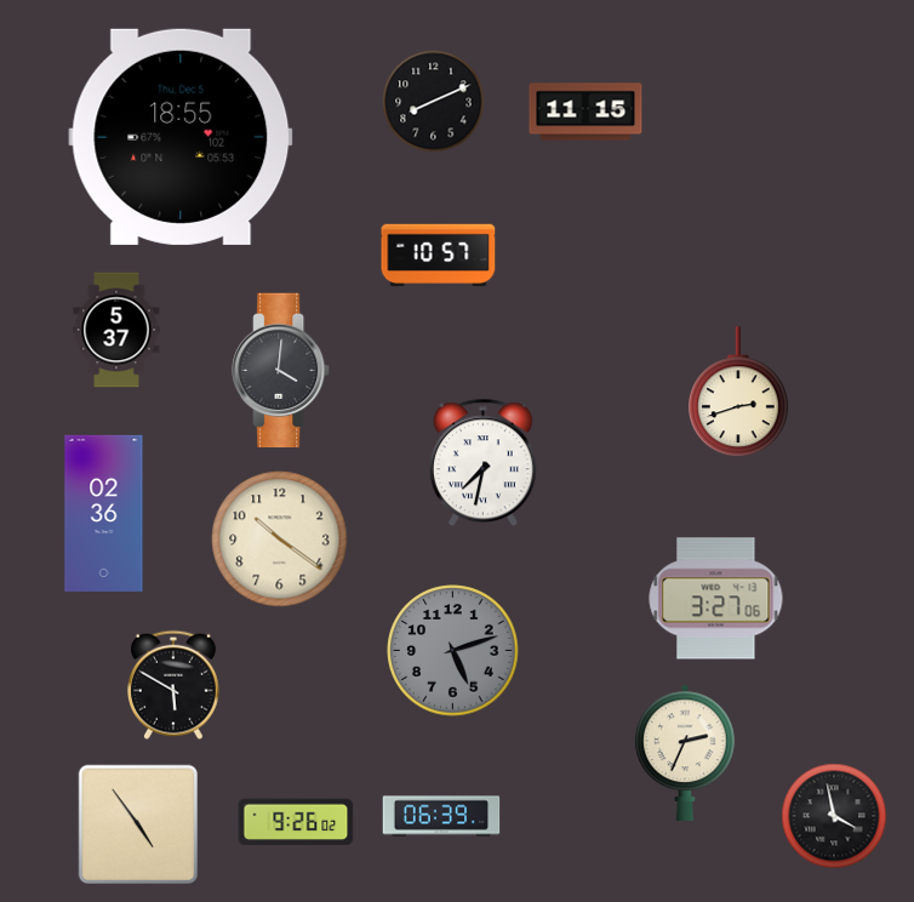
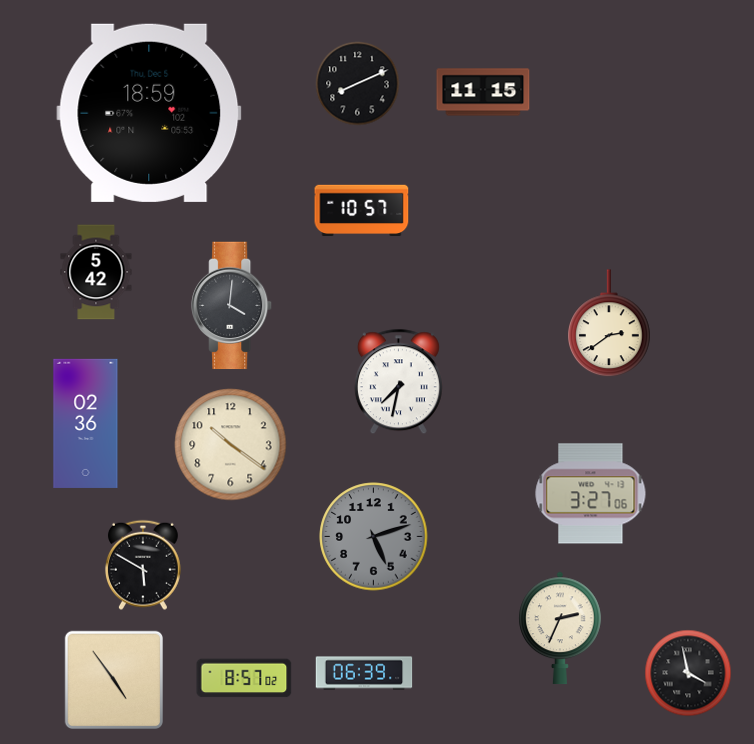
clock at (181, 137): 18:55 -> 18:59
clock at (116, 330): 5:37 -> 5:42
clock at (738, 393): 2:42 -> 2:39
clock at (685, 753) position: (685, 753) -> (560, 628)
clock at (296, 822): 9:26 -> 8:57
